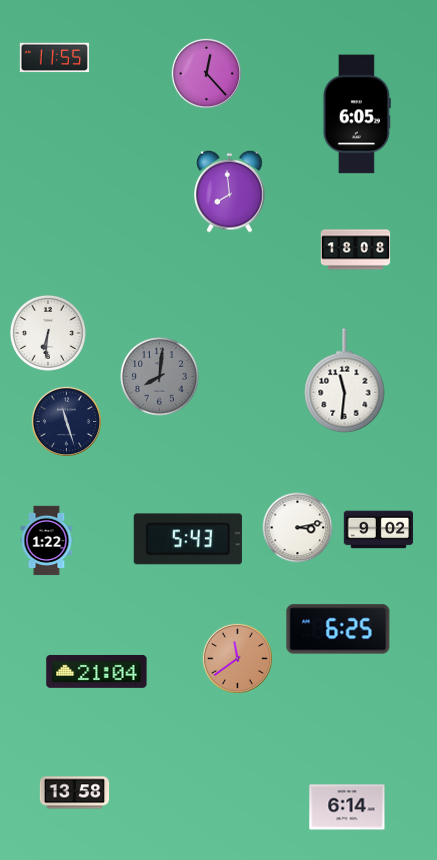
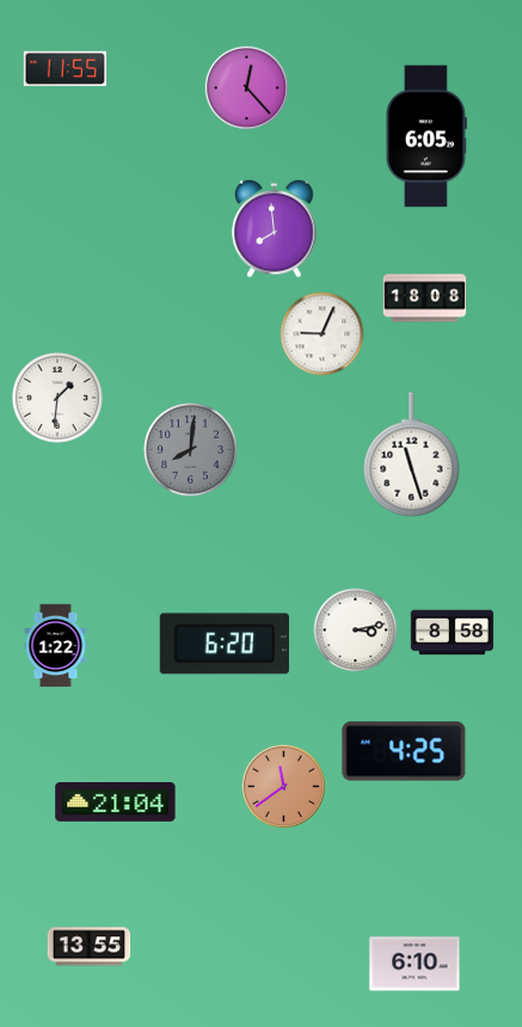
clock at (323, 334): none -> 9:04
clock at (48, 333): 6:31 -> 1:31
clock at (345, 381): 11:31 -> 11:27
clock at (66, 421): 11:27 -> none
clock at (379, 530): 9:02 -> 8:58
clock at (188, 539): 5:43 -> 6:20
clock at (338, 629): 6:25 -> 4:25
clock at (75, 793): 13:58 -> 13:55
clock at (347, 807): 6:14 -> 6:10
